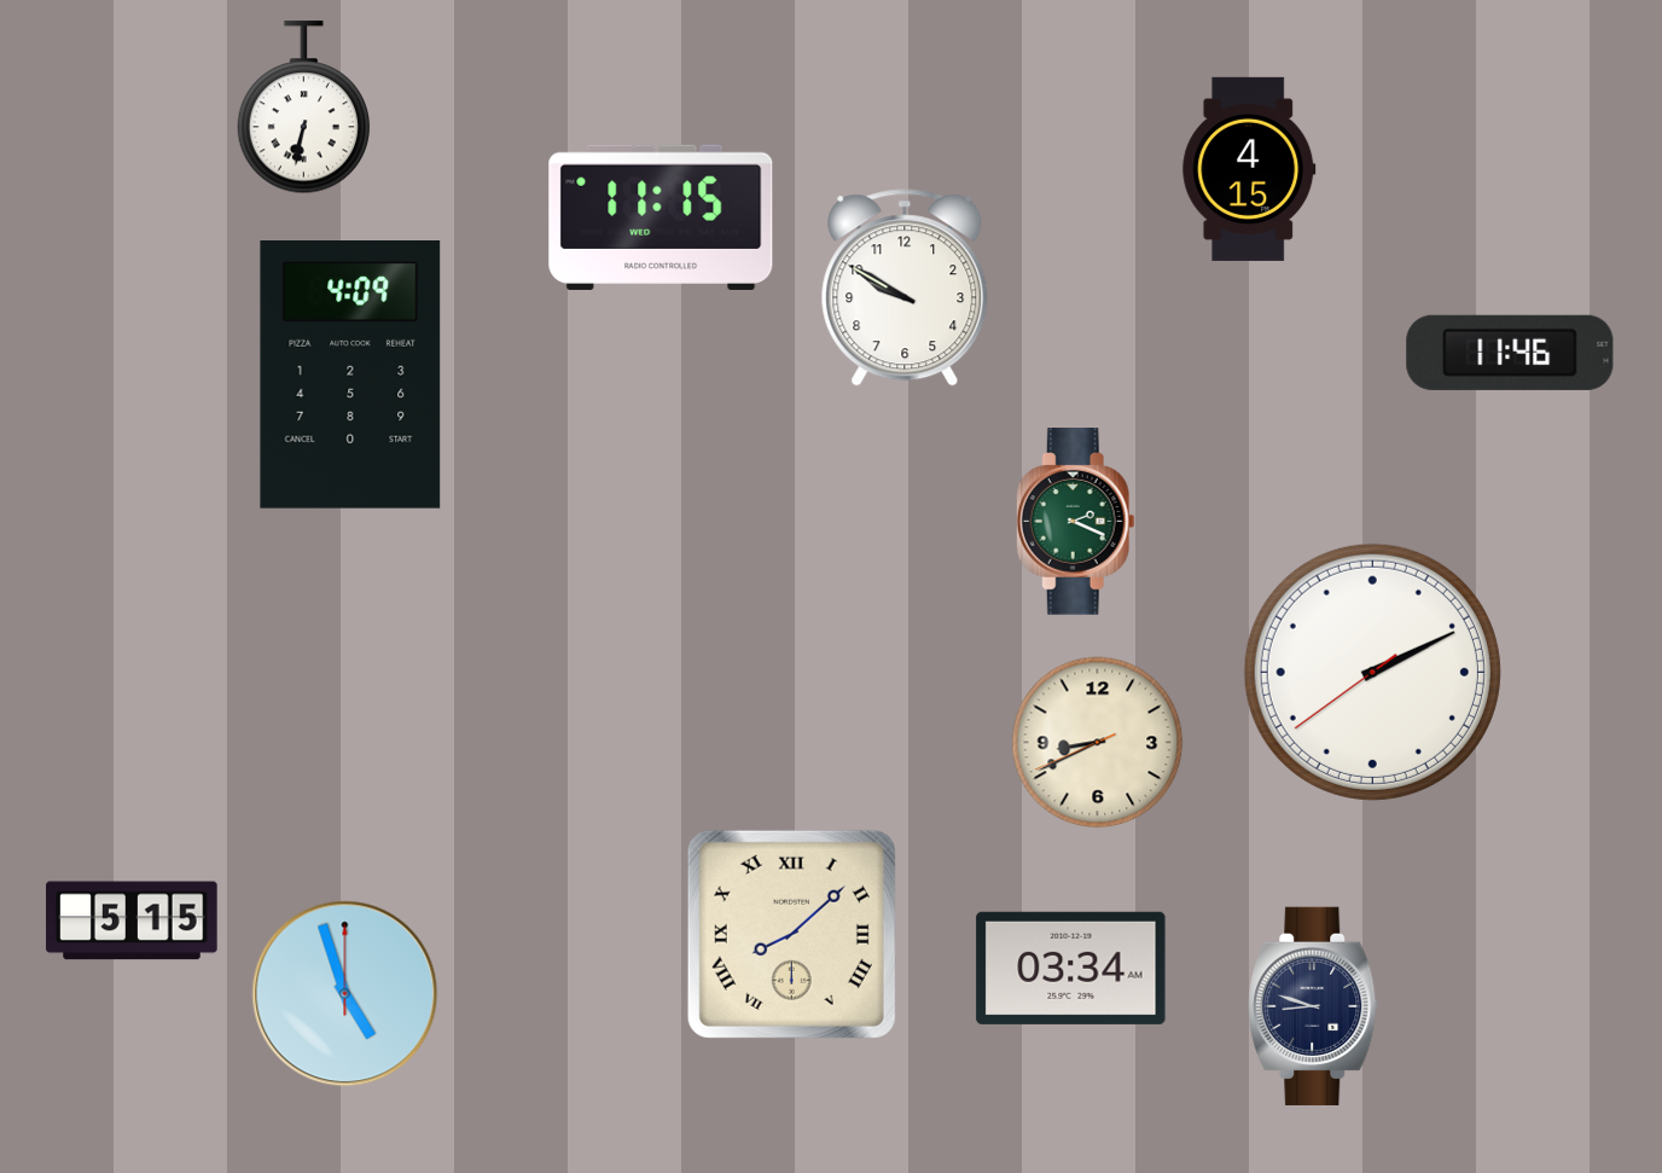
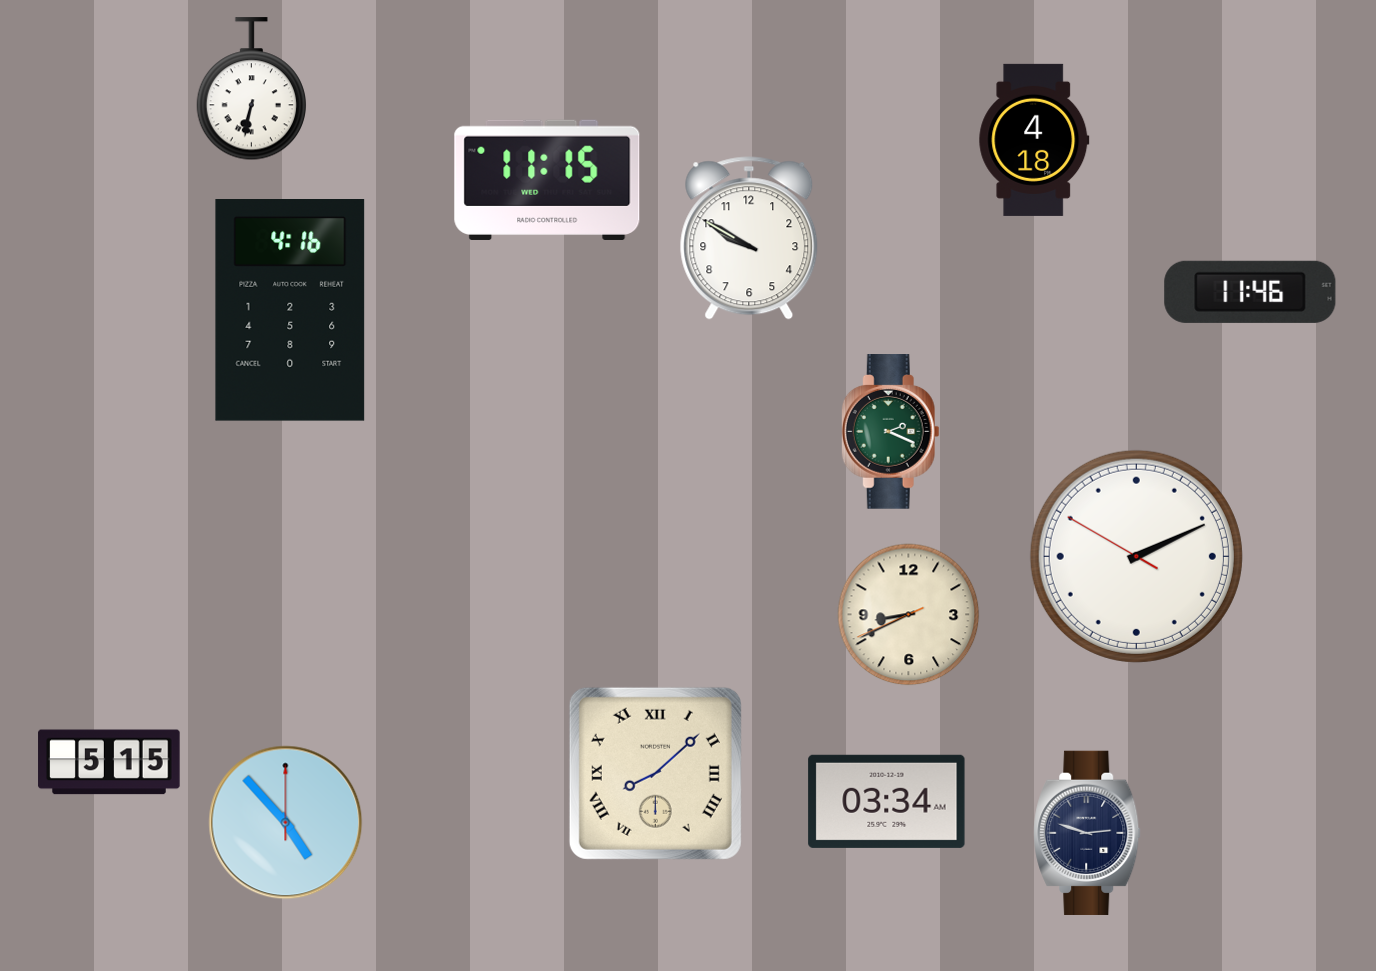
clock at (1249, 169): 4:15 -> 4:18
clock at (350, 376): 4:09 -> 4:16
clock at (1372, 672): 2:10:39 -> 2:10:50
clock at (345, 994): 4:57 -> 4:53
clock at (1313, 1006): 8:48 -> 2:48
